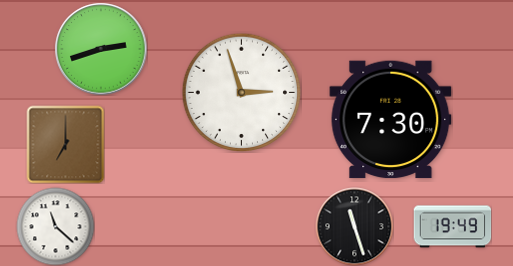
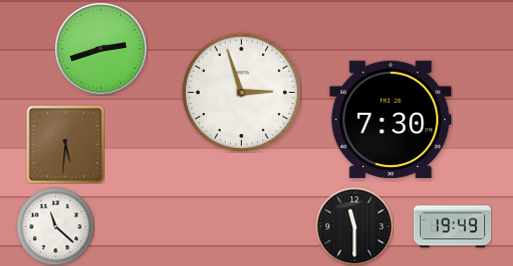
clock at (65, 144): 7:00 -> 5:31
clock at (354, 226): 11:27 -> 11:30
